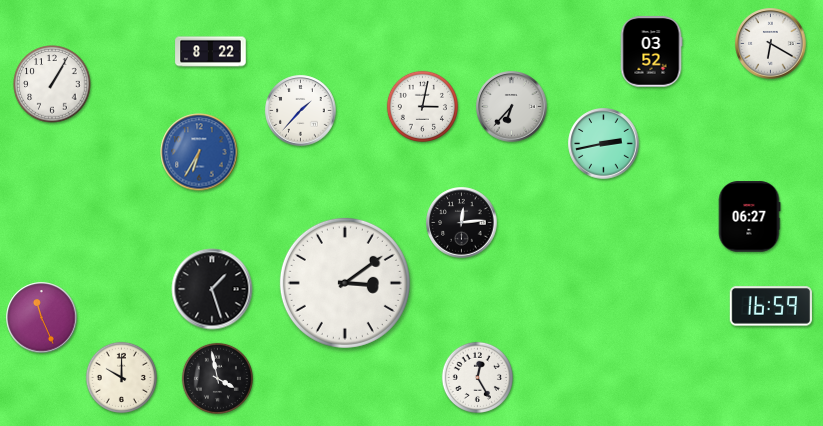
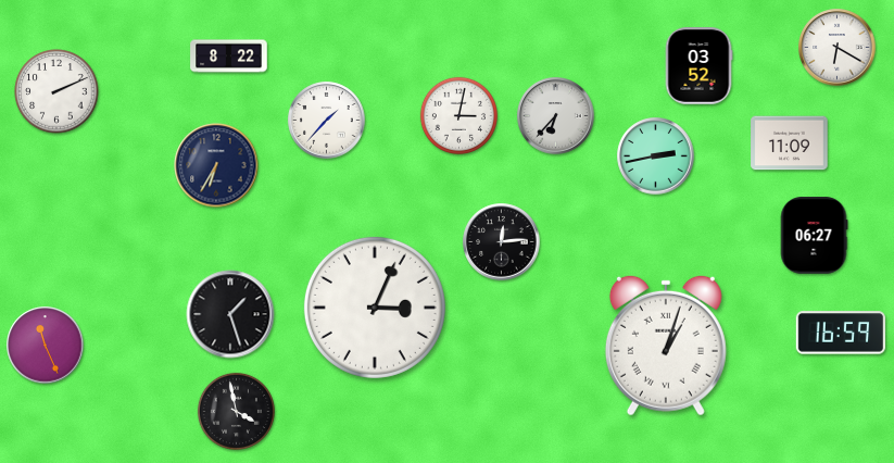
clock at (651, 52) position: (651, 52) -> (698, 66)
clock at (52, 84): 1:05 -> 2:11
clock at (790, 143): none -> 11:09
clock at (199, 152) dial: blue -> navy
clock at (345, 283): 3:09 -> 3:04
clock at (771, 306) position: (771, 306) -> (841, 333)
clock at (666, 346): none -> 1:03
clock at (121, 377): 10:00 -> none
clock at (477, 377): 12:25 -> none
